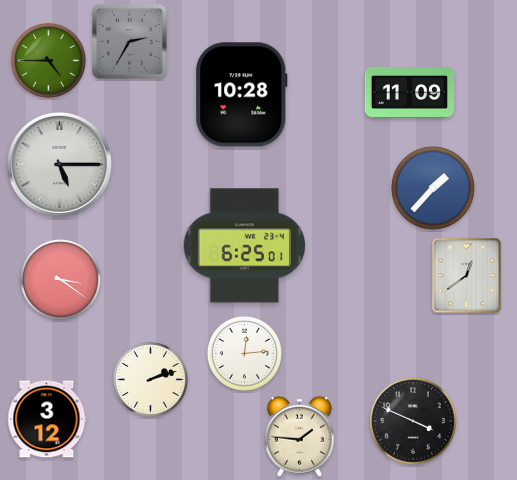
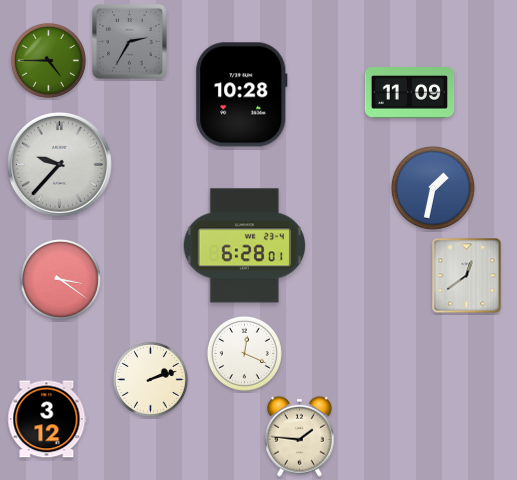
clock at (59, 164): 5:15 -> 9:37
clock at (433, 188): 1:37 -> 1:32
clock at (244, 246): 6:25 -> 6:28
clock at (244, 353): 12:14 -> 12:19
clock at (414, 422): 3:49 -> none
